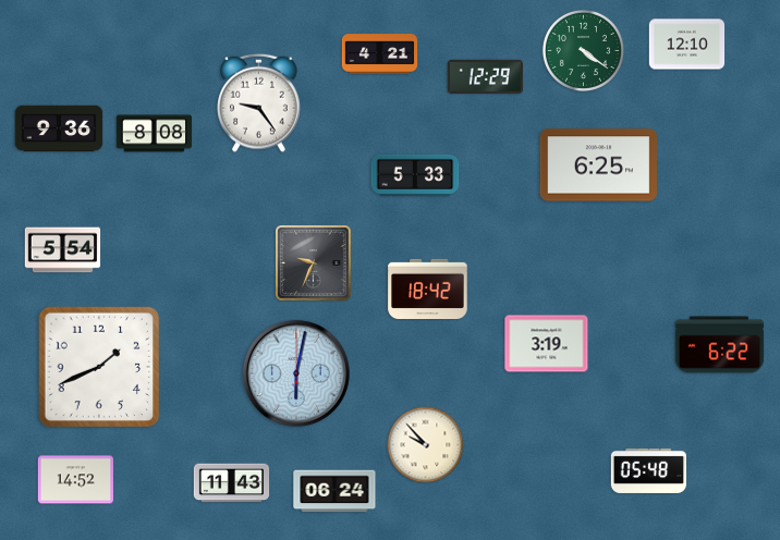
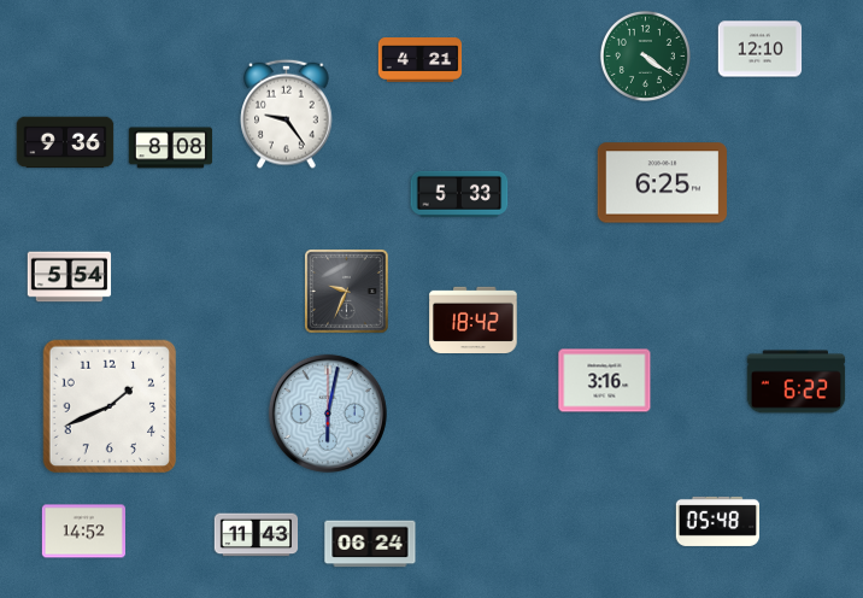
clock at (485, 77): 12:29 -> none
clock at (547, 344): 3:19 -> 3:16
clock at (426, 445): 9:53 -> none
